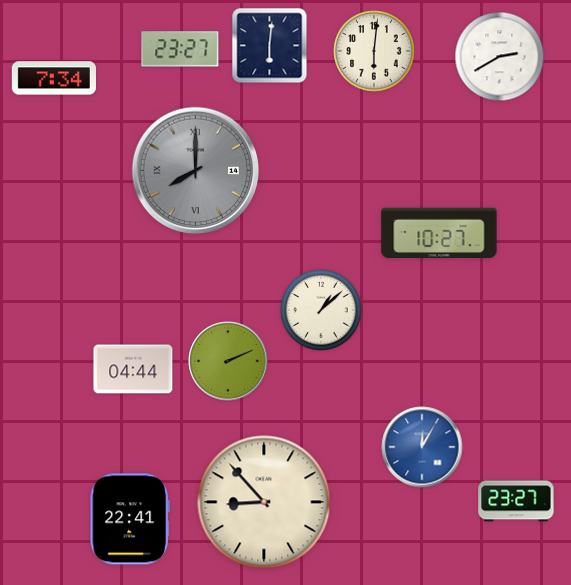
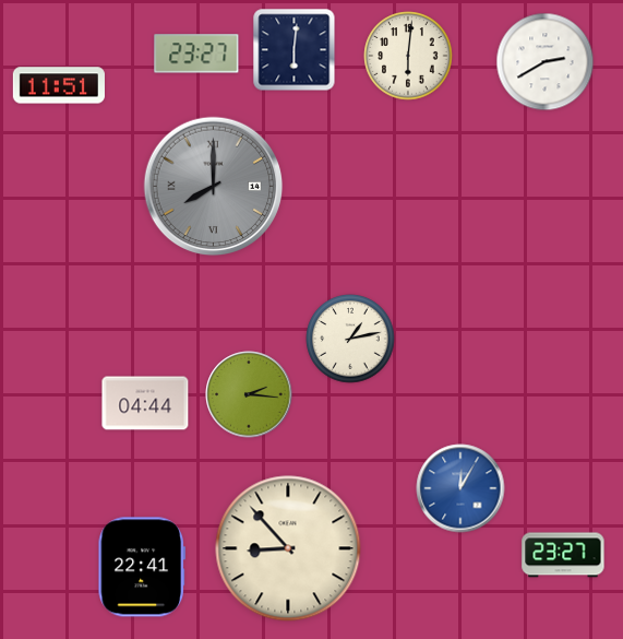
clock at (54, 78): 7:34 -> 11:51
clock at (439, 232): 10:27 -> none
clock at (321, 310): 1:08 -> 1:13
clock at (228, 361): 2:11 -> 2:16
clock at (516, 501) position: (516, 501) -> (563, 555)
